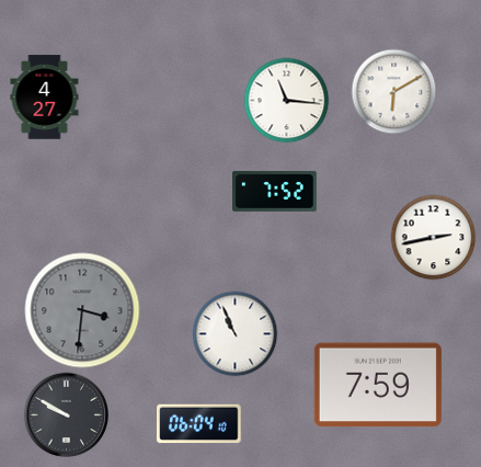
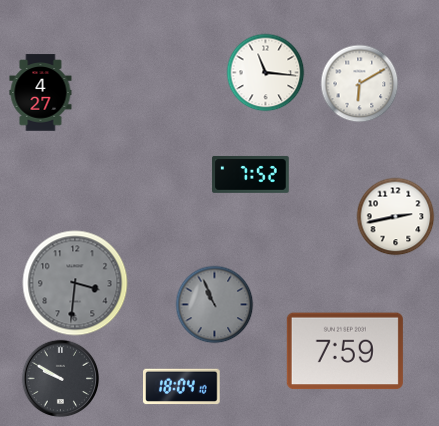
clock at (45, 98) position: (45, 98) -> (41, 93)
clock at (286, 100) position: (286, 100) -> (265, 72)
clock at (234, 333) dial: white -> grey
clock at (199, 424): 06:04 -> 18:04
